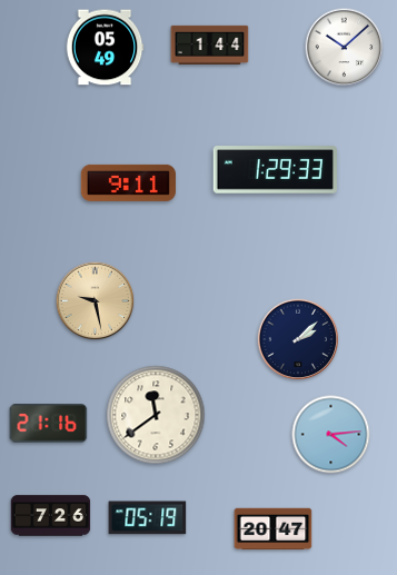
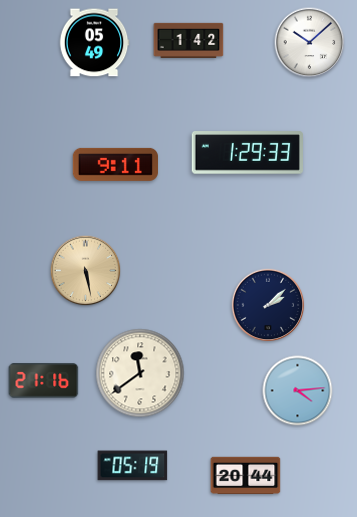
clock at (210, 44): 1:44 -> 1:42
clock at (96, 301): 9:28 -> 5:28
clock at (51, 516): 7:26 -> none
clock at (274, 529): 20:47 -> 20:44
